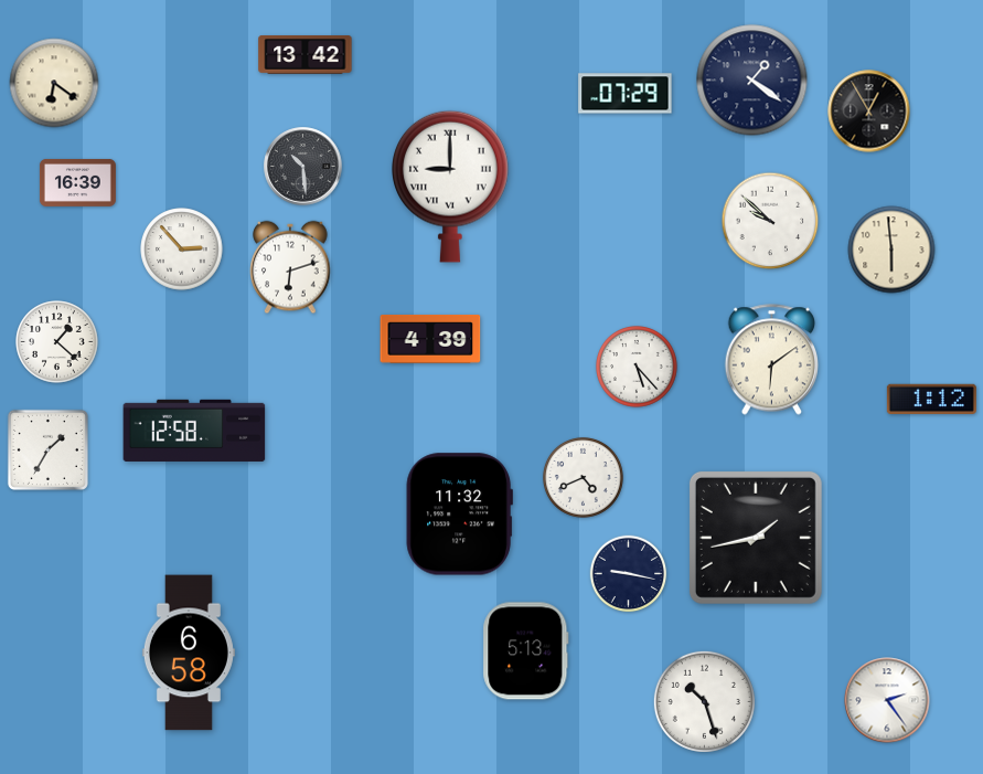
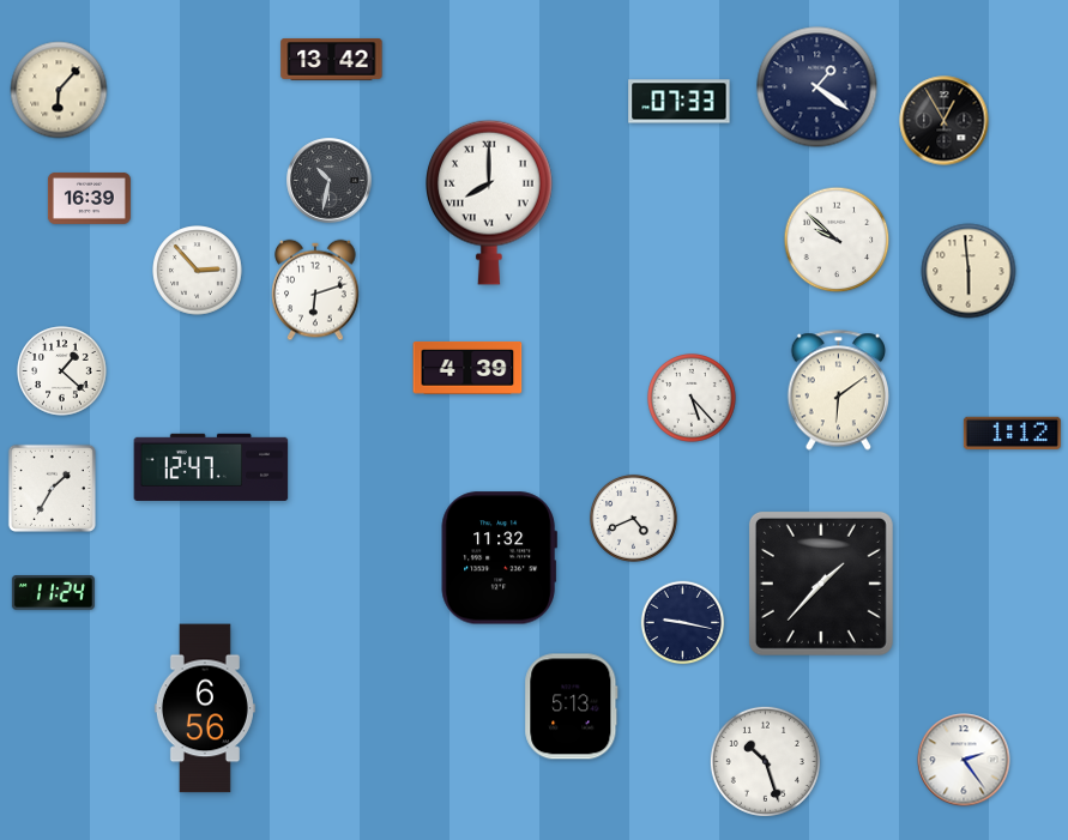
clock at (54, 83): 6:21 -> 6:07
clock at (626, 94): 07:29 -> 07:33
clock at (303, 167): 10:29 -> 10:32
clock at (77, 182) position: (77, 182) -> (89, 198)
clock at (451, 187): 9:00 -> 8:00
clock at (194, 431): 12:58 -> 12:47
clock at (756, 538): 1:43 -> 1:37
clock at (53, 593): none -> 11:24
clock at (189, 653): 6:58 -> 6:56
